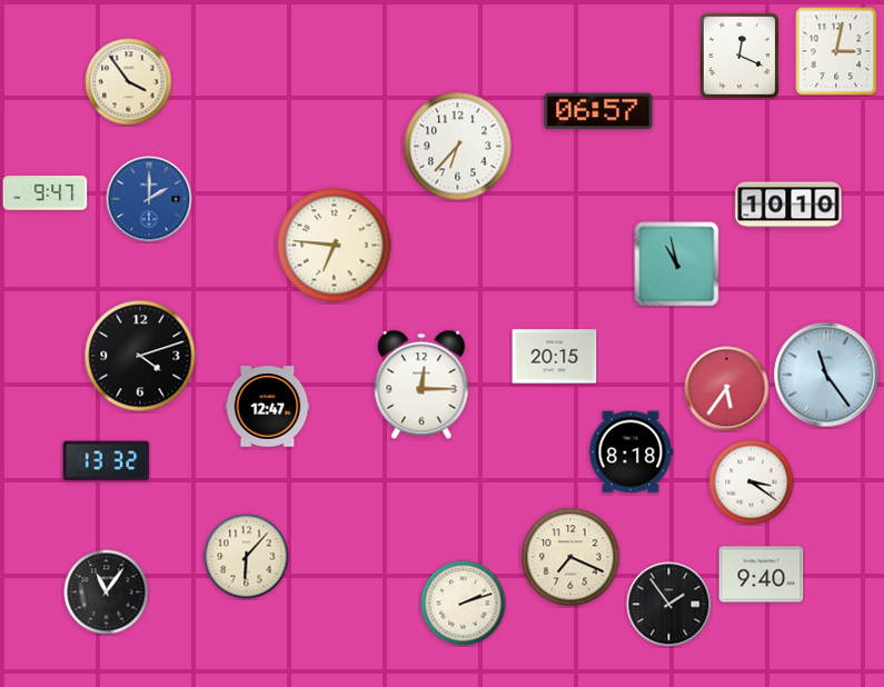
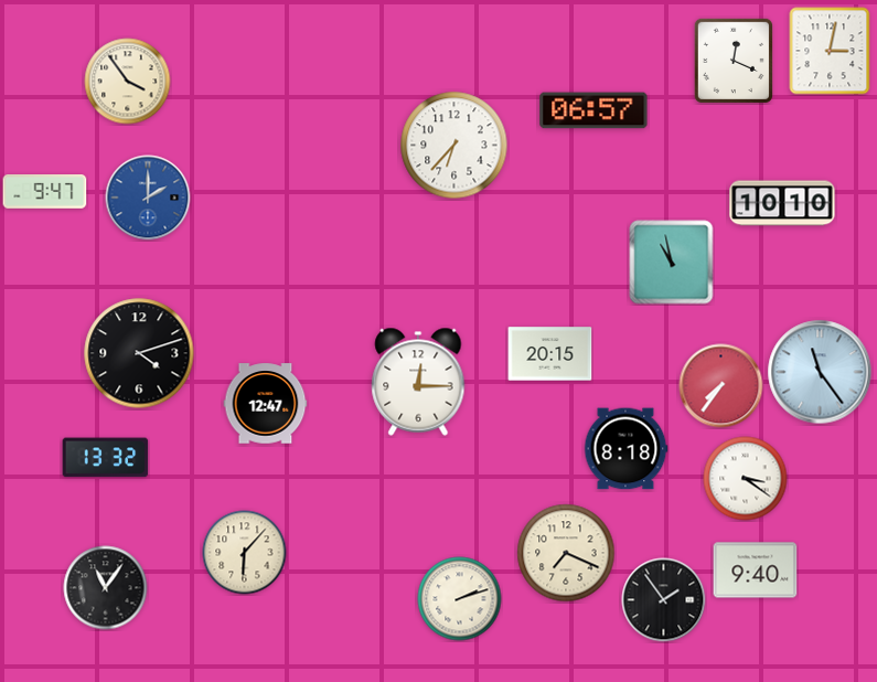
clock at (739, 56) position: (739, 56) -> (734, 61)
clock at (335, 246): 6:46 -> none
clock at (727, 389): 5:36 -> 7:36
